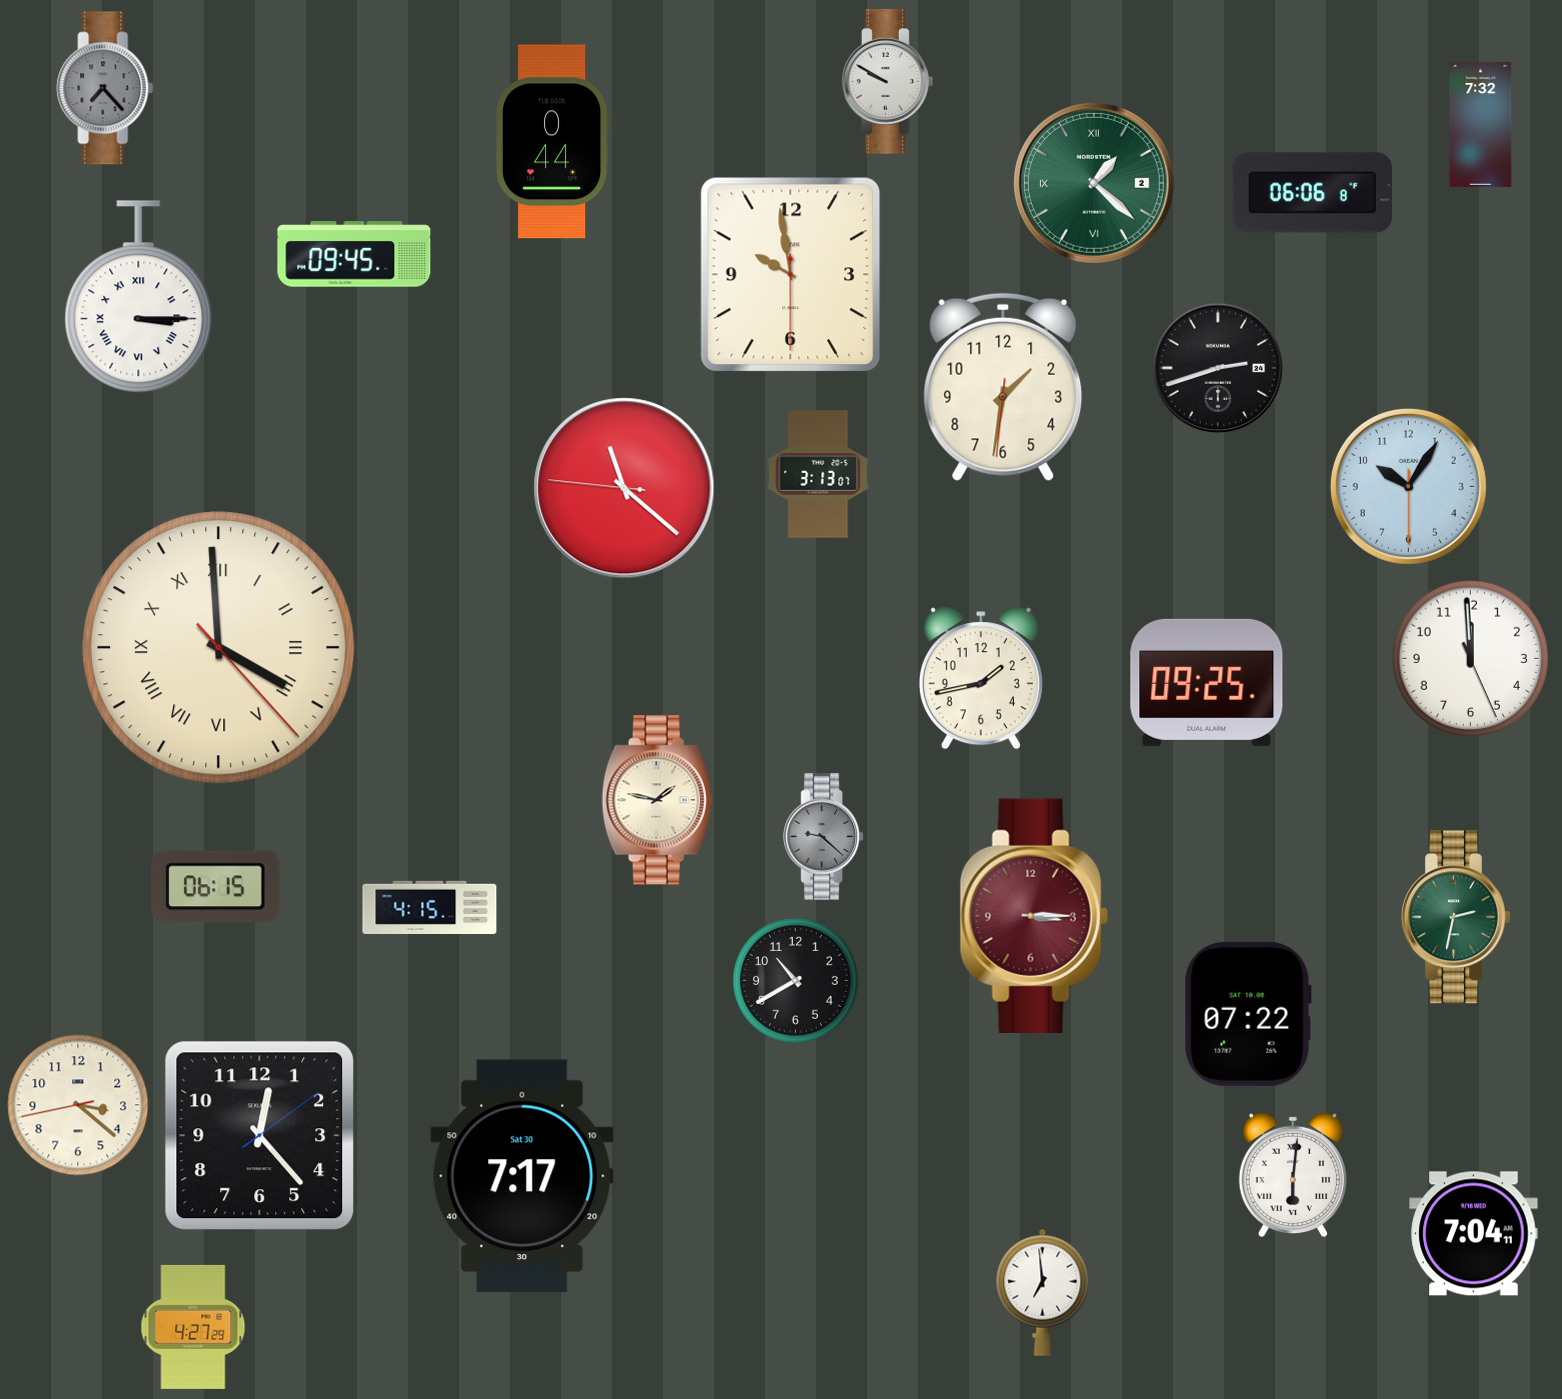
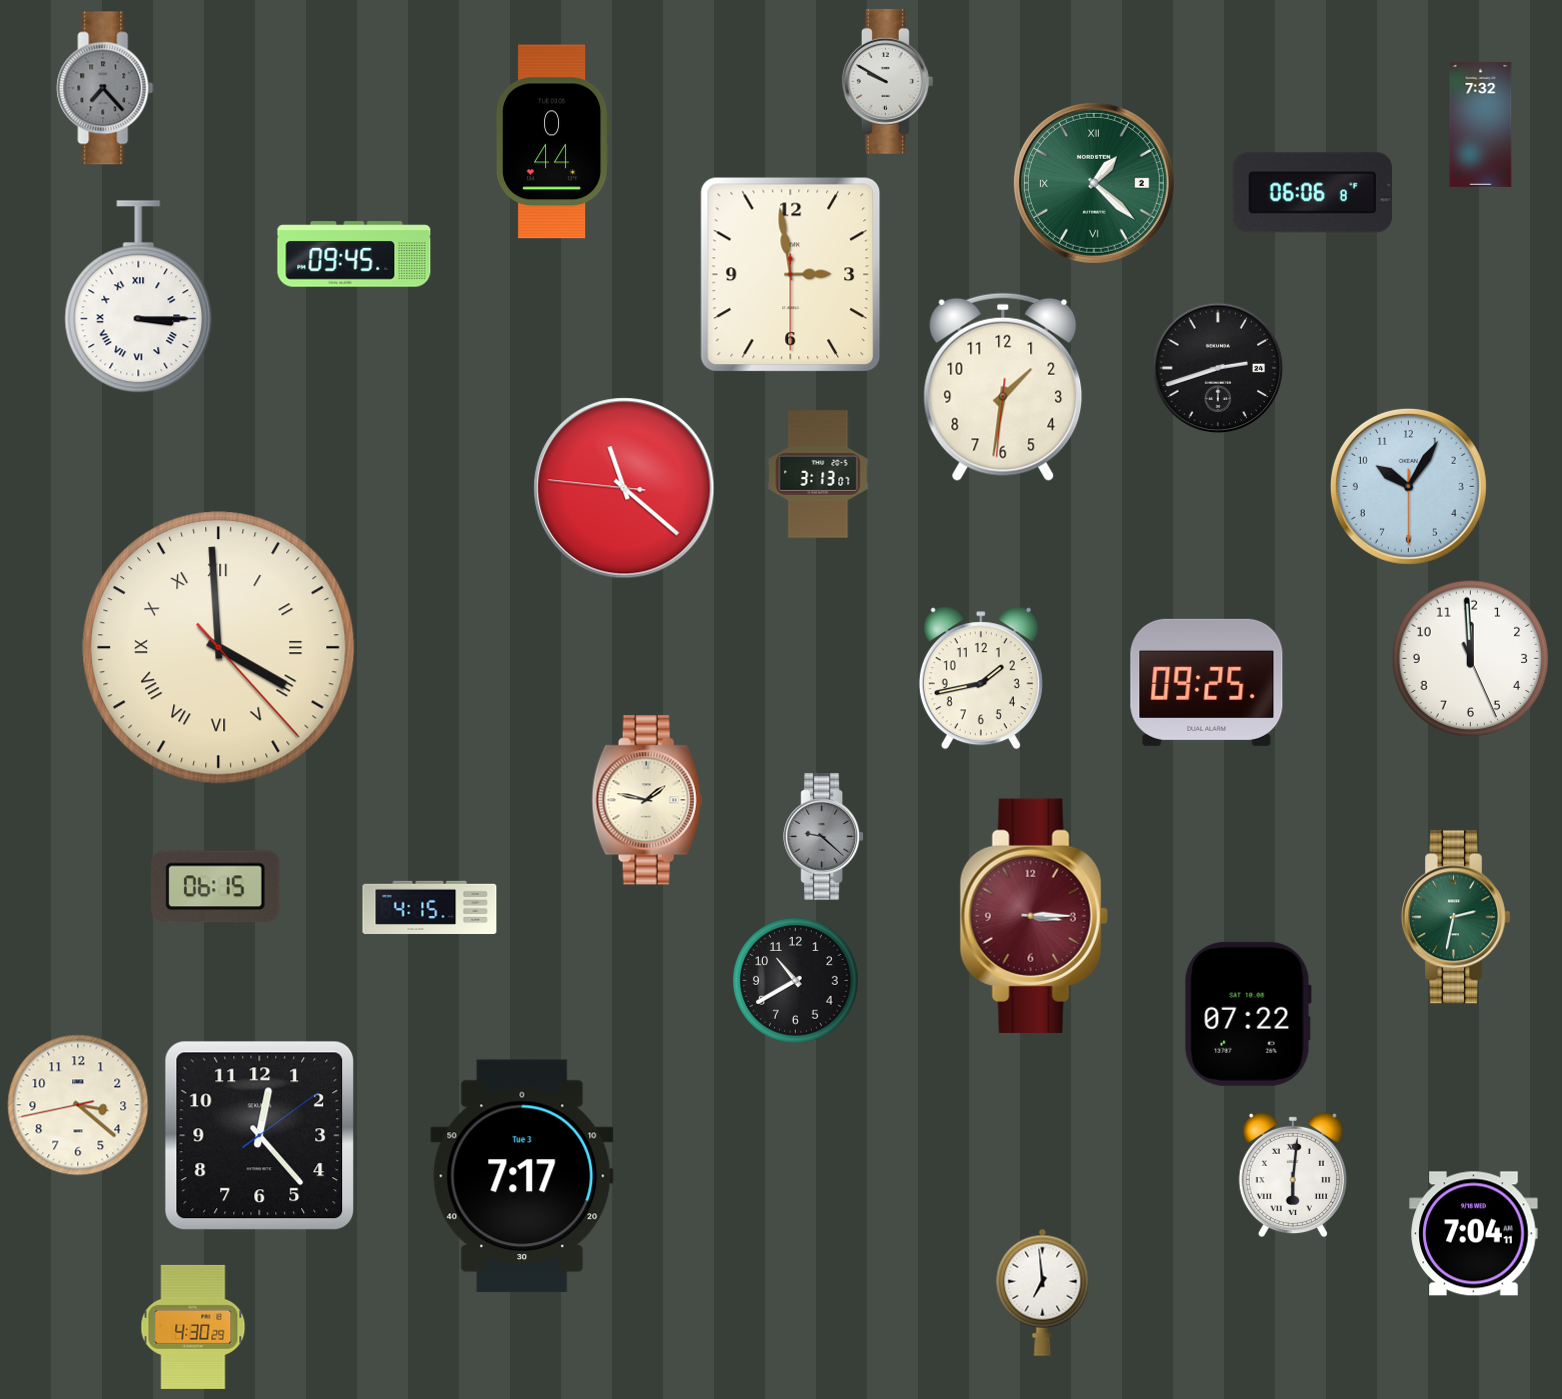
clock at (791, 275): 9:58 -> 2:58
clock at (657, 800) position: (657, 800) -> (647, 800)
clock at (522, 1176) date: Sat 30 -> Tue 3
clock at (193, 1327): 4:27 -> 4:30
